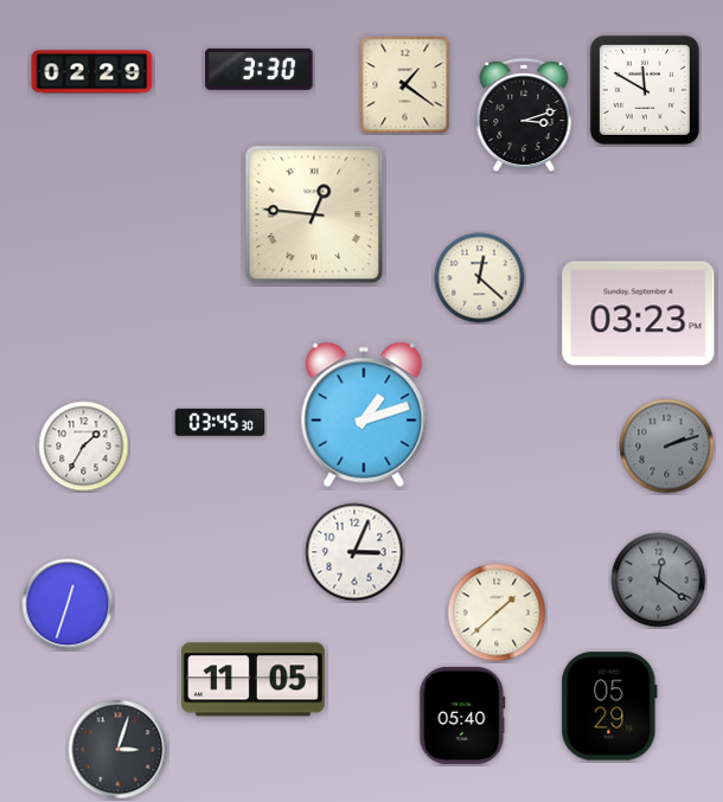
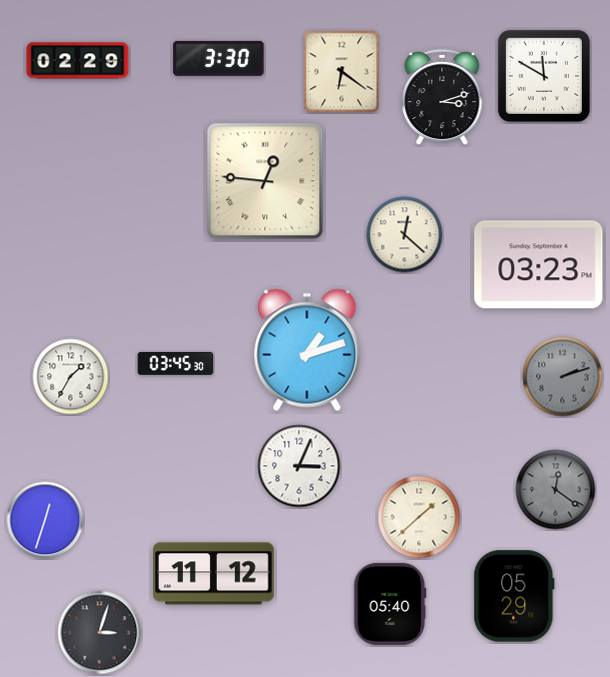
clock at (405, 85): 1:21 -> 6:21
clock at (220, 422) position: (220, 422) -> (176, 363)
clock at (68, 604) position: (68, 604) -> (45, 520)
clock at (254, 680): 11:05 -> 11:12
